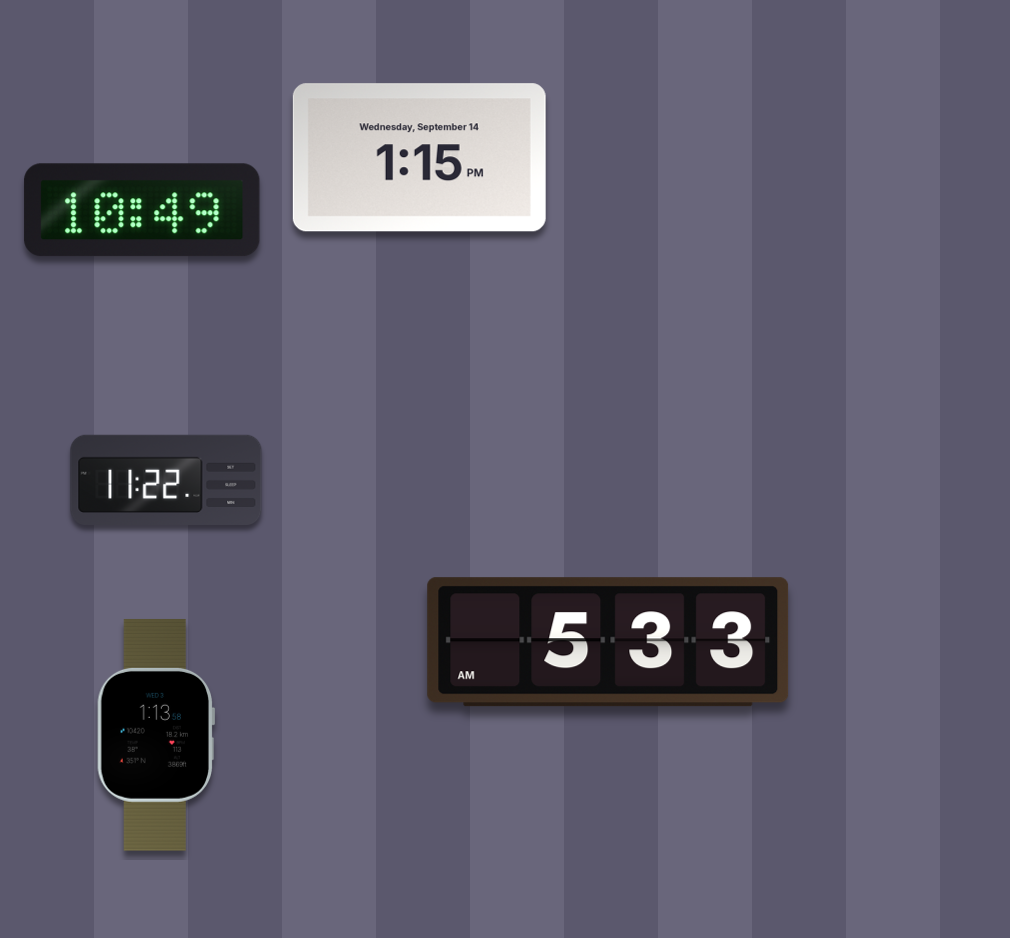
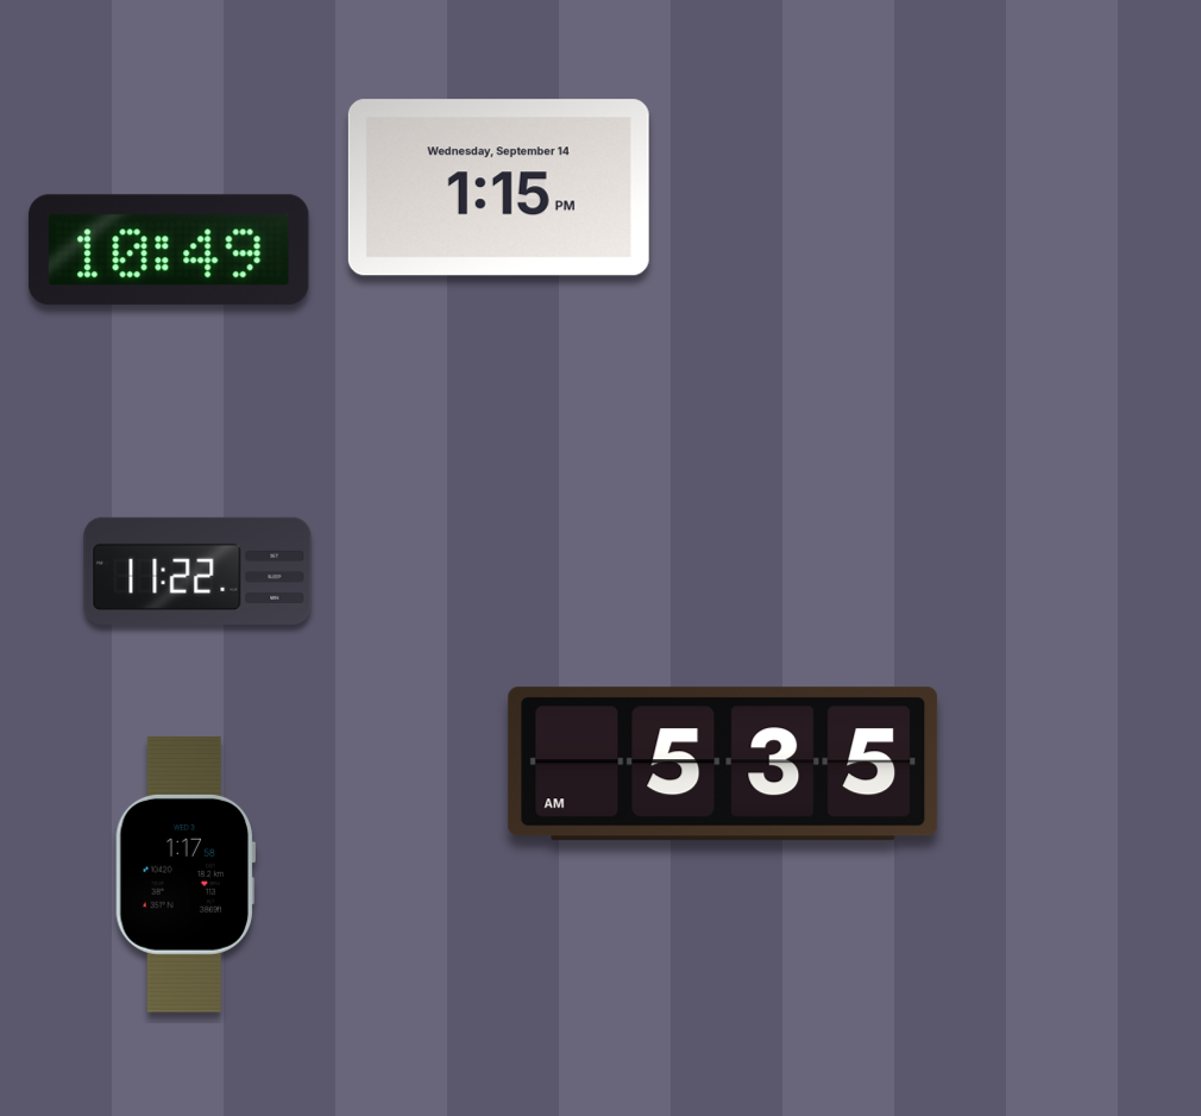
clock at (608, 642): 5:33 -> 5:35
clock at (156, 735): 1:13 -> 1:17
